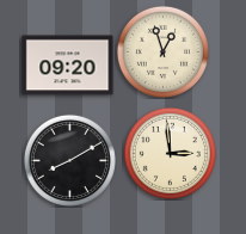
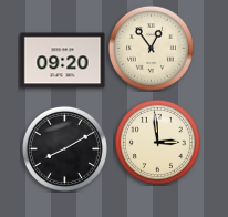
clock at (162, 51): 12:57 -> 12:54
